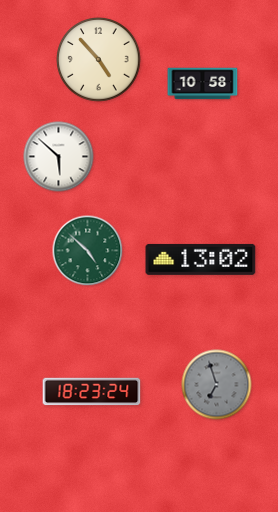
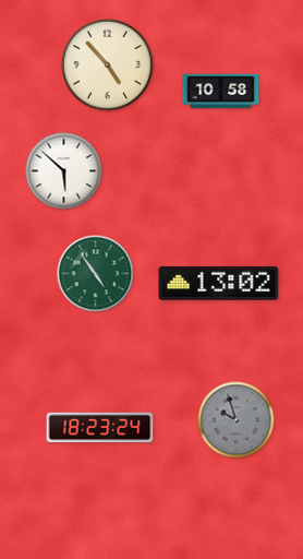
clock at (88, 251): 4:52 -> 4:54
clock at (217, 385): 6:57 -> 9:57
